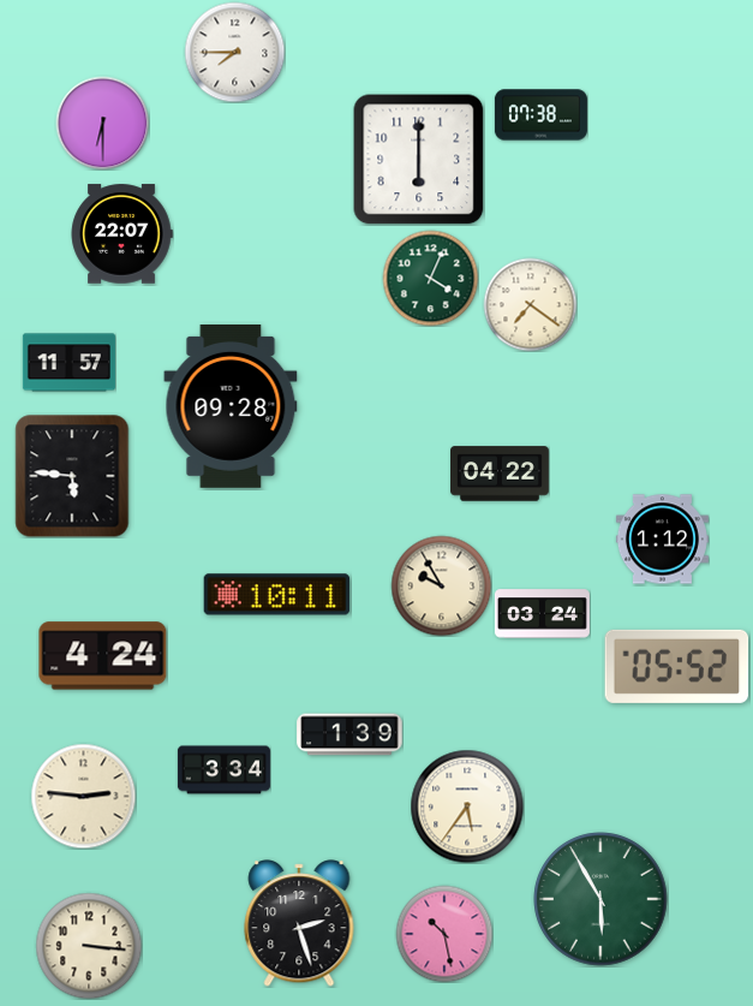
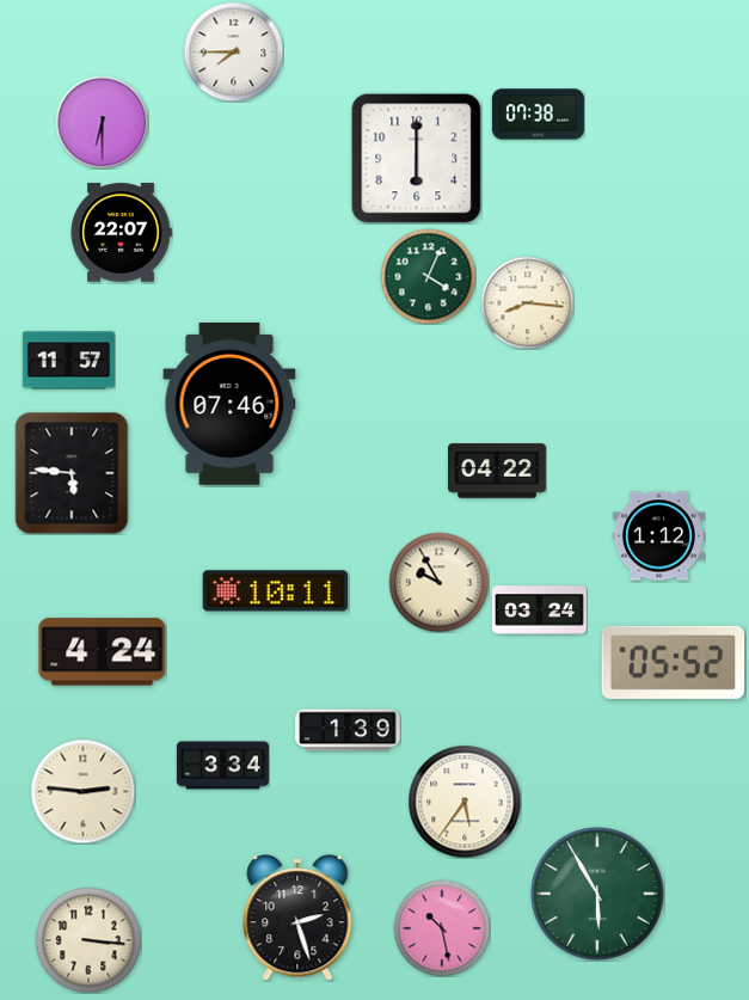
clock at (530, 304): 7:21 -> 8:16
clock at (231, 406): 09:28 -> 07:46
